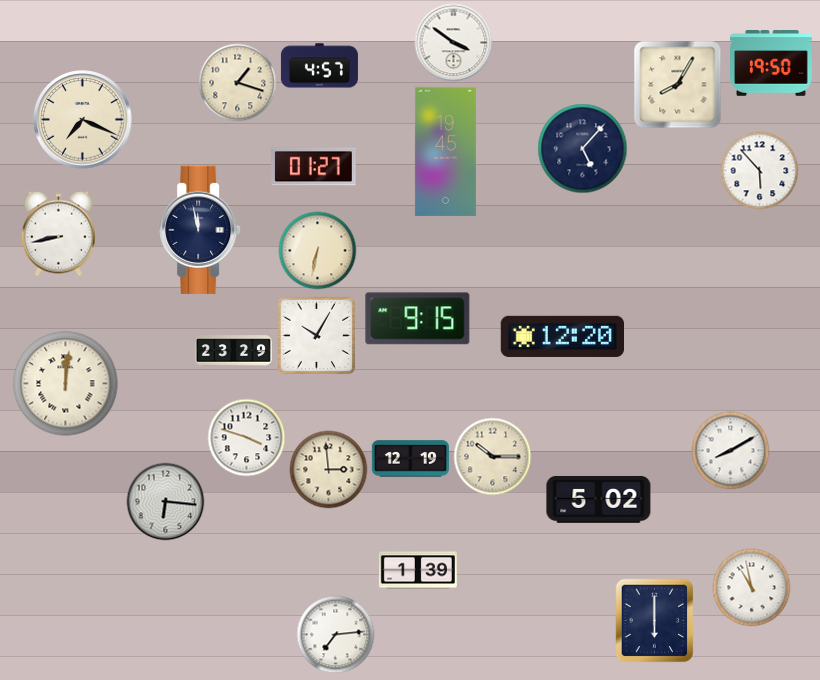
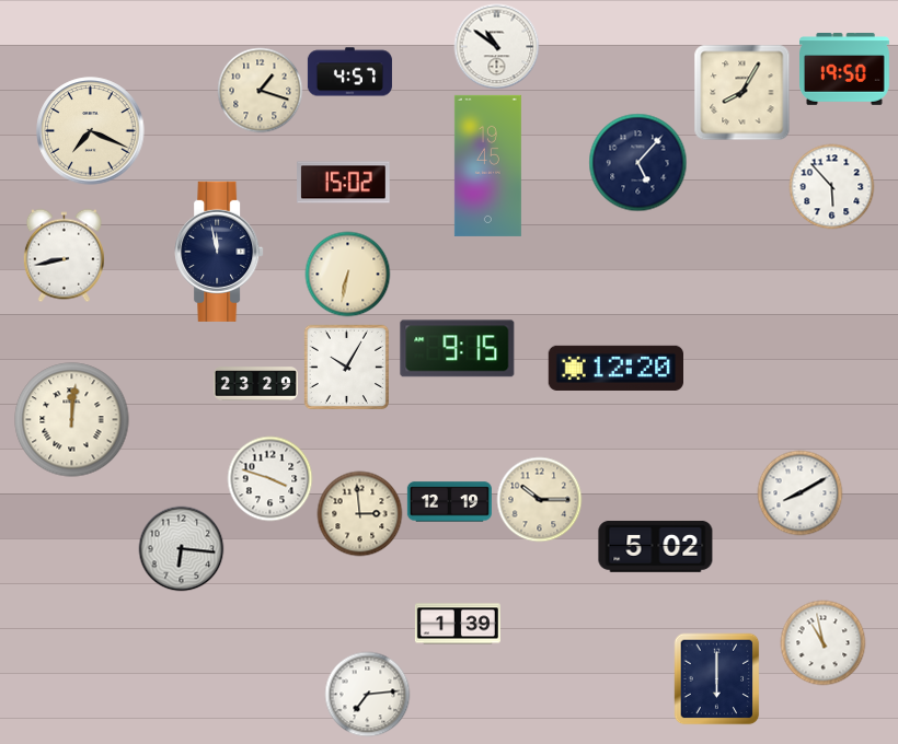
clock at (453, 42): 3:51 -> 10:51
clock at (314, 167): 01:27 -> 15:02
